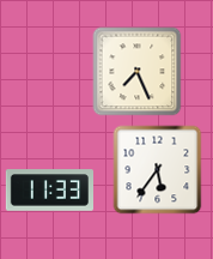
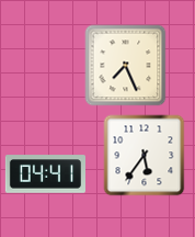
clock at (49, 191): 11:33 -> 04:41
